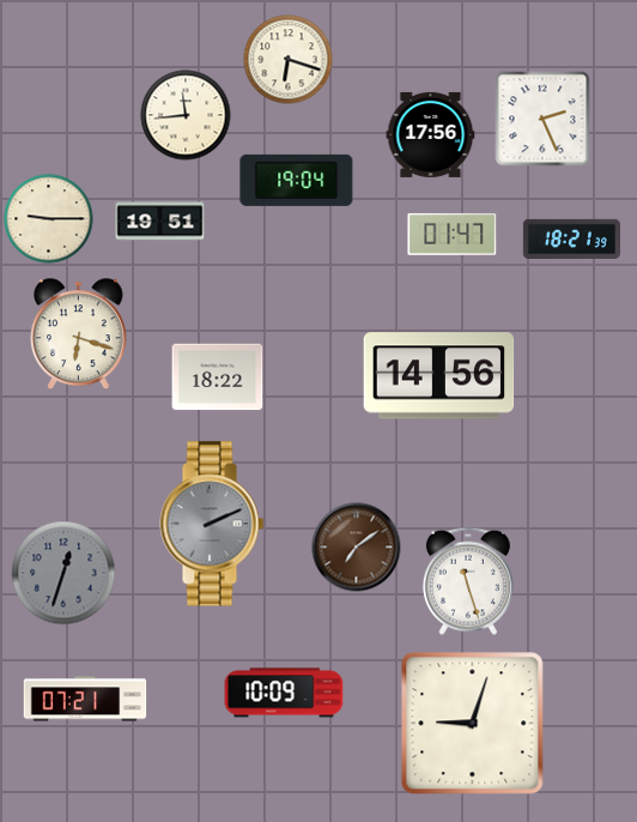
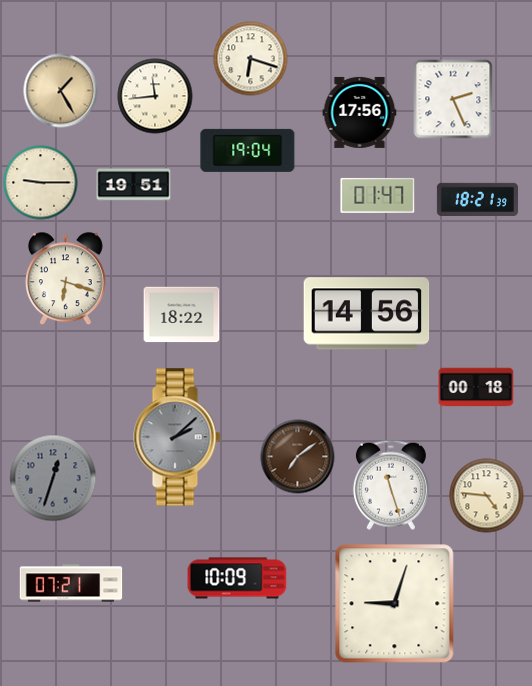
clock at (289, 60) position: (289, 60) -> (251, 59)
clock at (61, 91): none -> 1:25
clock at (476, 387): none -> 00:18
clock at (212, 524): 2:11 -> 2:08
clock at (487, 496): none -> 4:46
